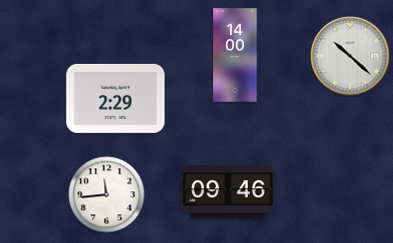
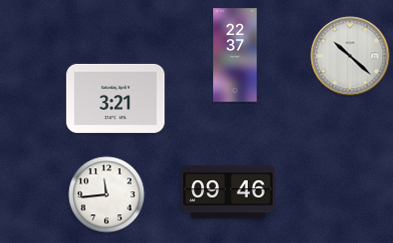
clock at (235, 55): 14:00 -> 22:37
clock at (116, 98): 2:29 -> 3:21
